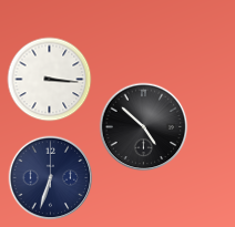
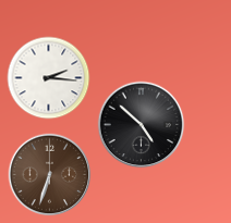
clock at (50, 80): 3:16 -> 2:16
clock at (51, 178) dial: navy -> brown
